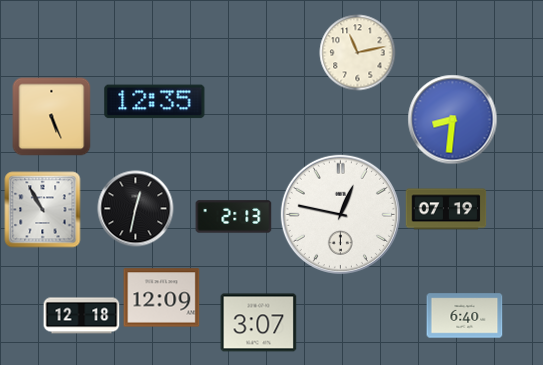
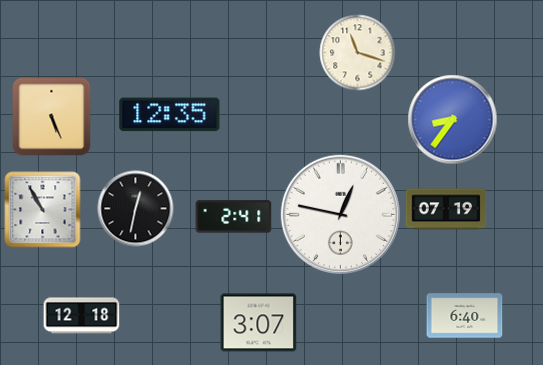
clock at (358, 53): 11:13 -> 11:18
clock at (155, 102) position: (155, 102) -> (170, 115)
clock at (453, 120): 8:31 -> 8:36
clock at (234, 217): 2:13 -> 2:41
clock at (162, 298): 12:09 -> none
